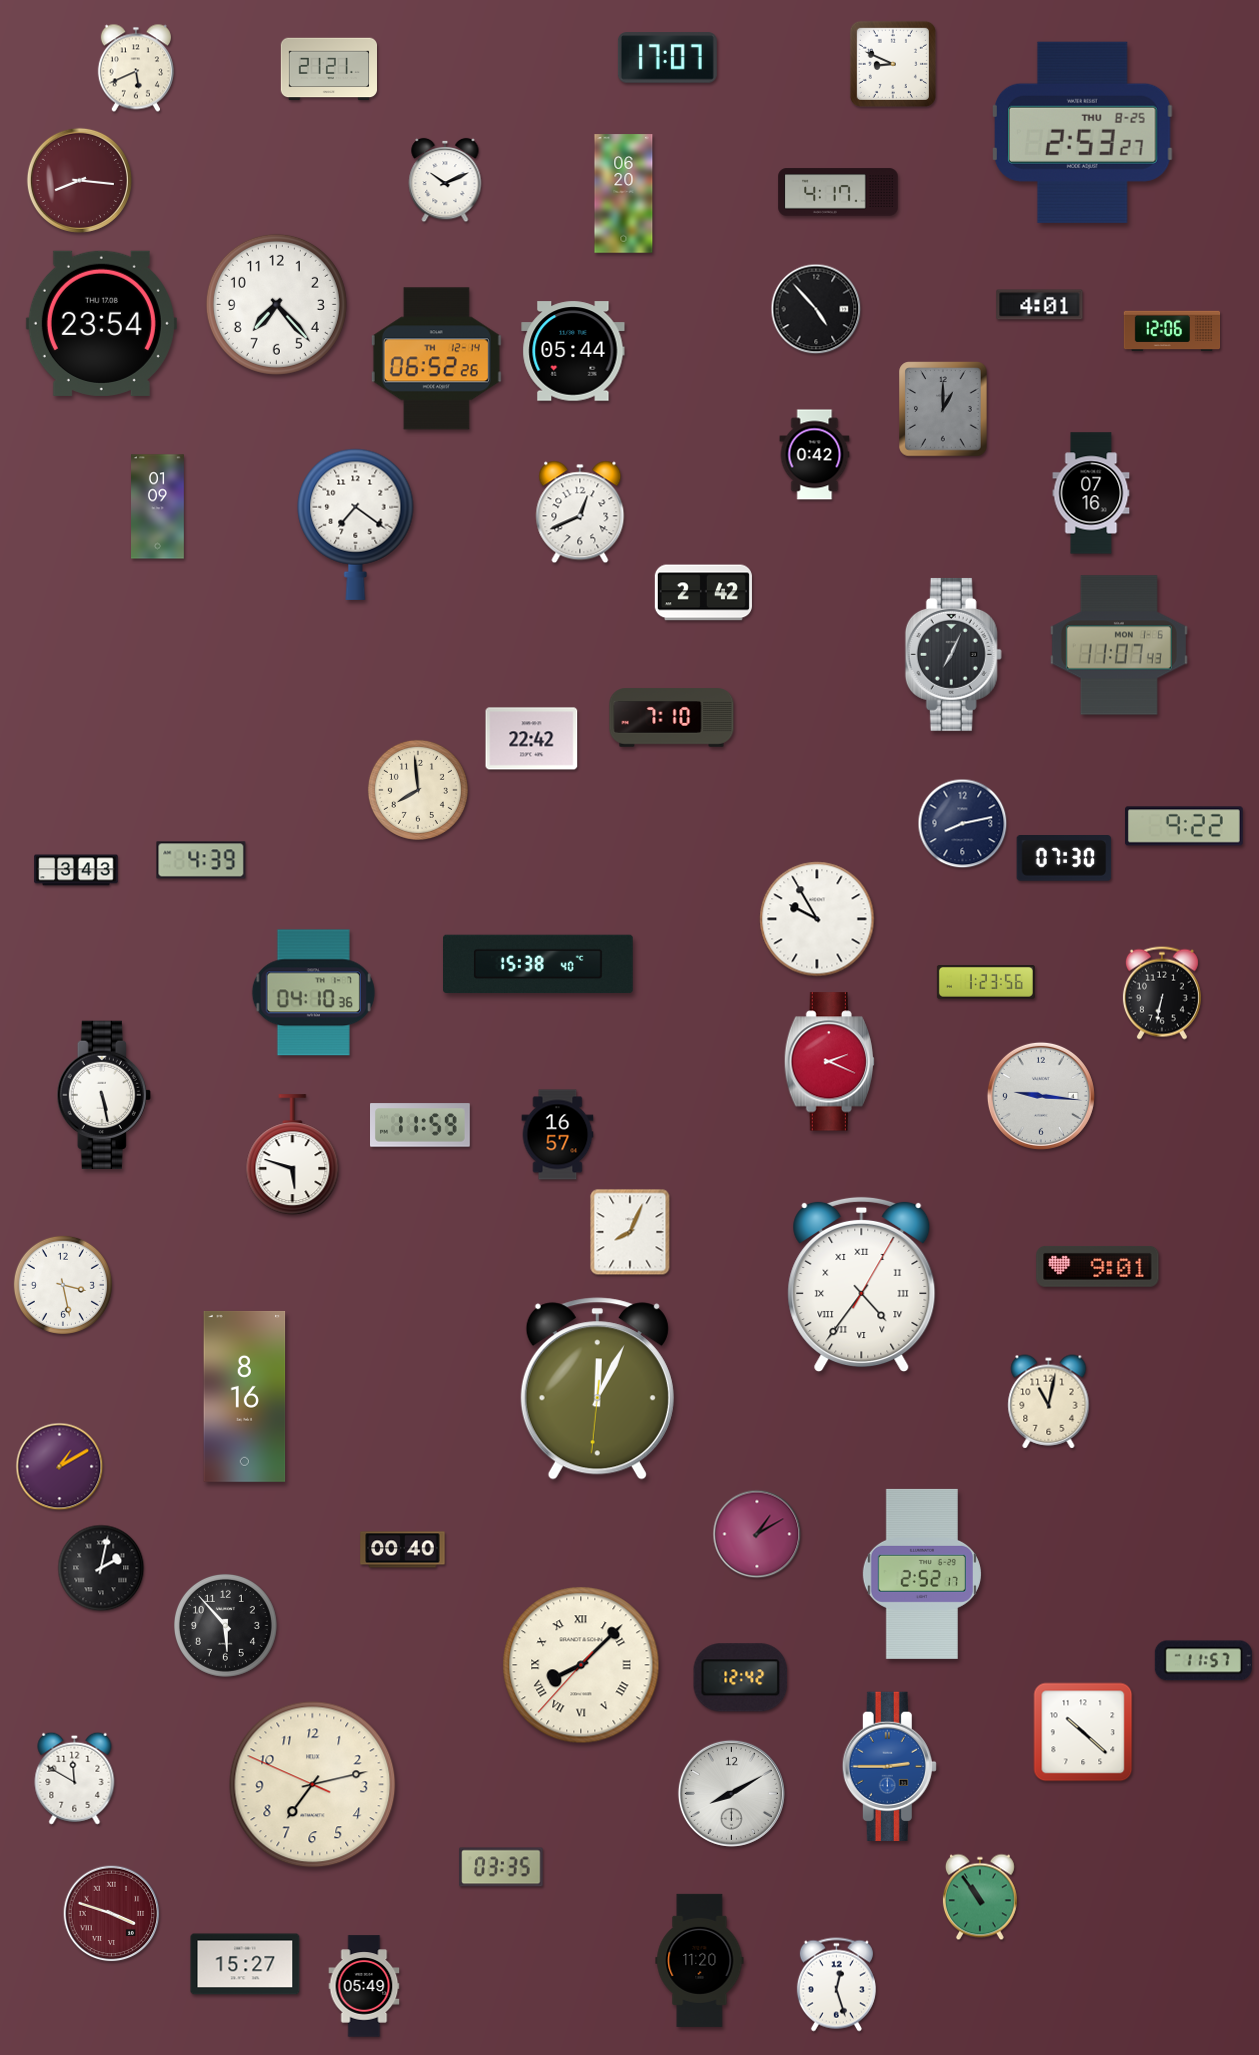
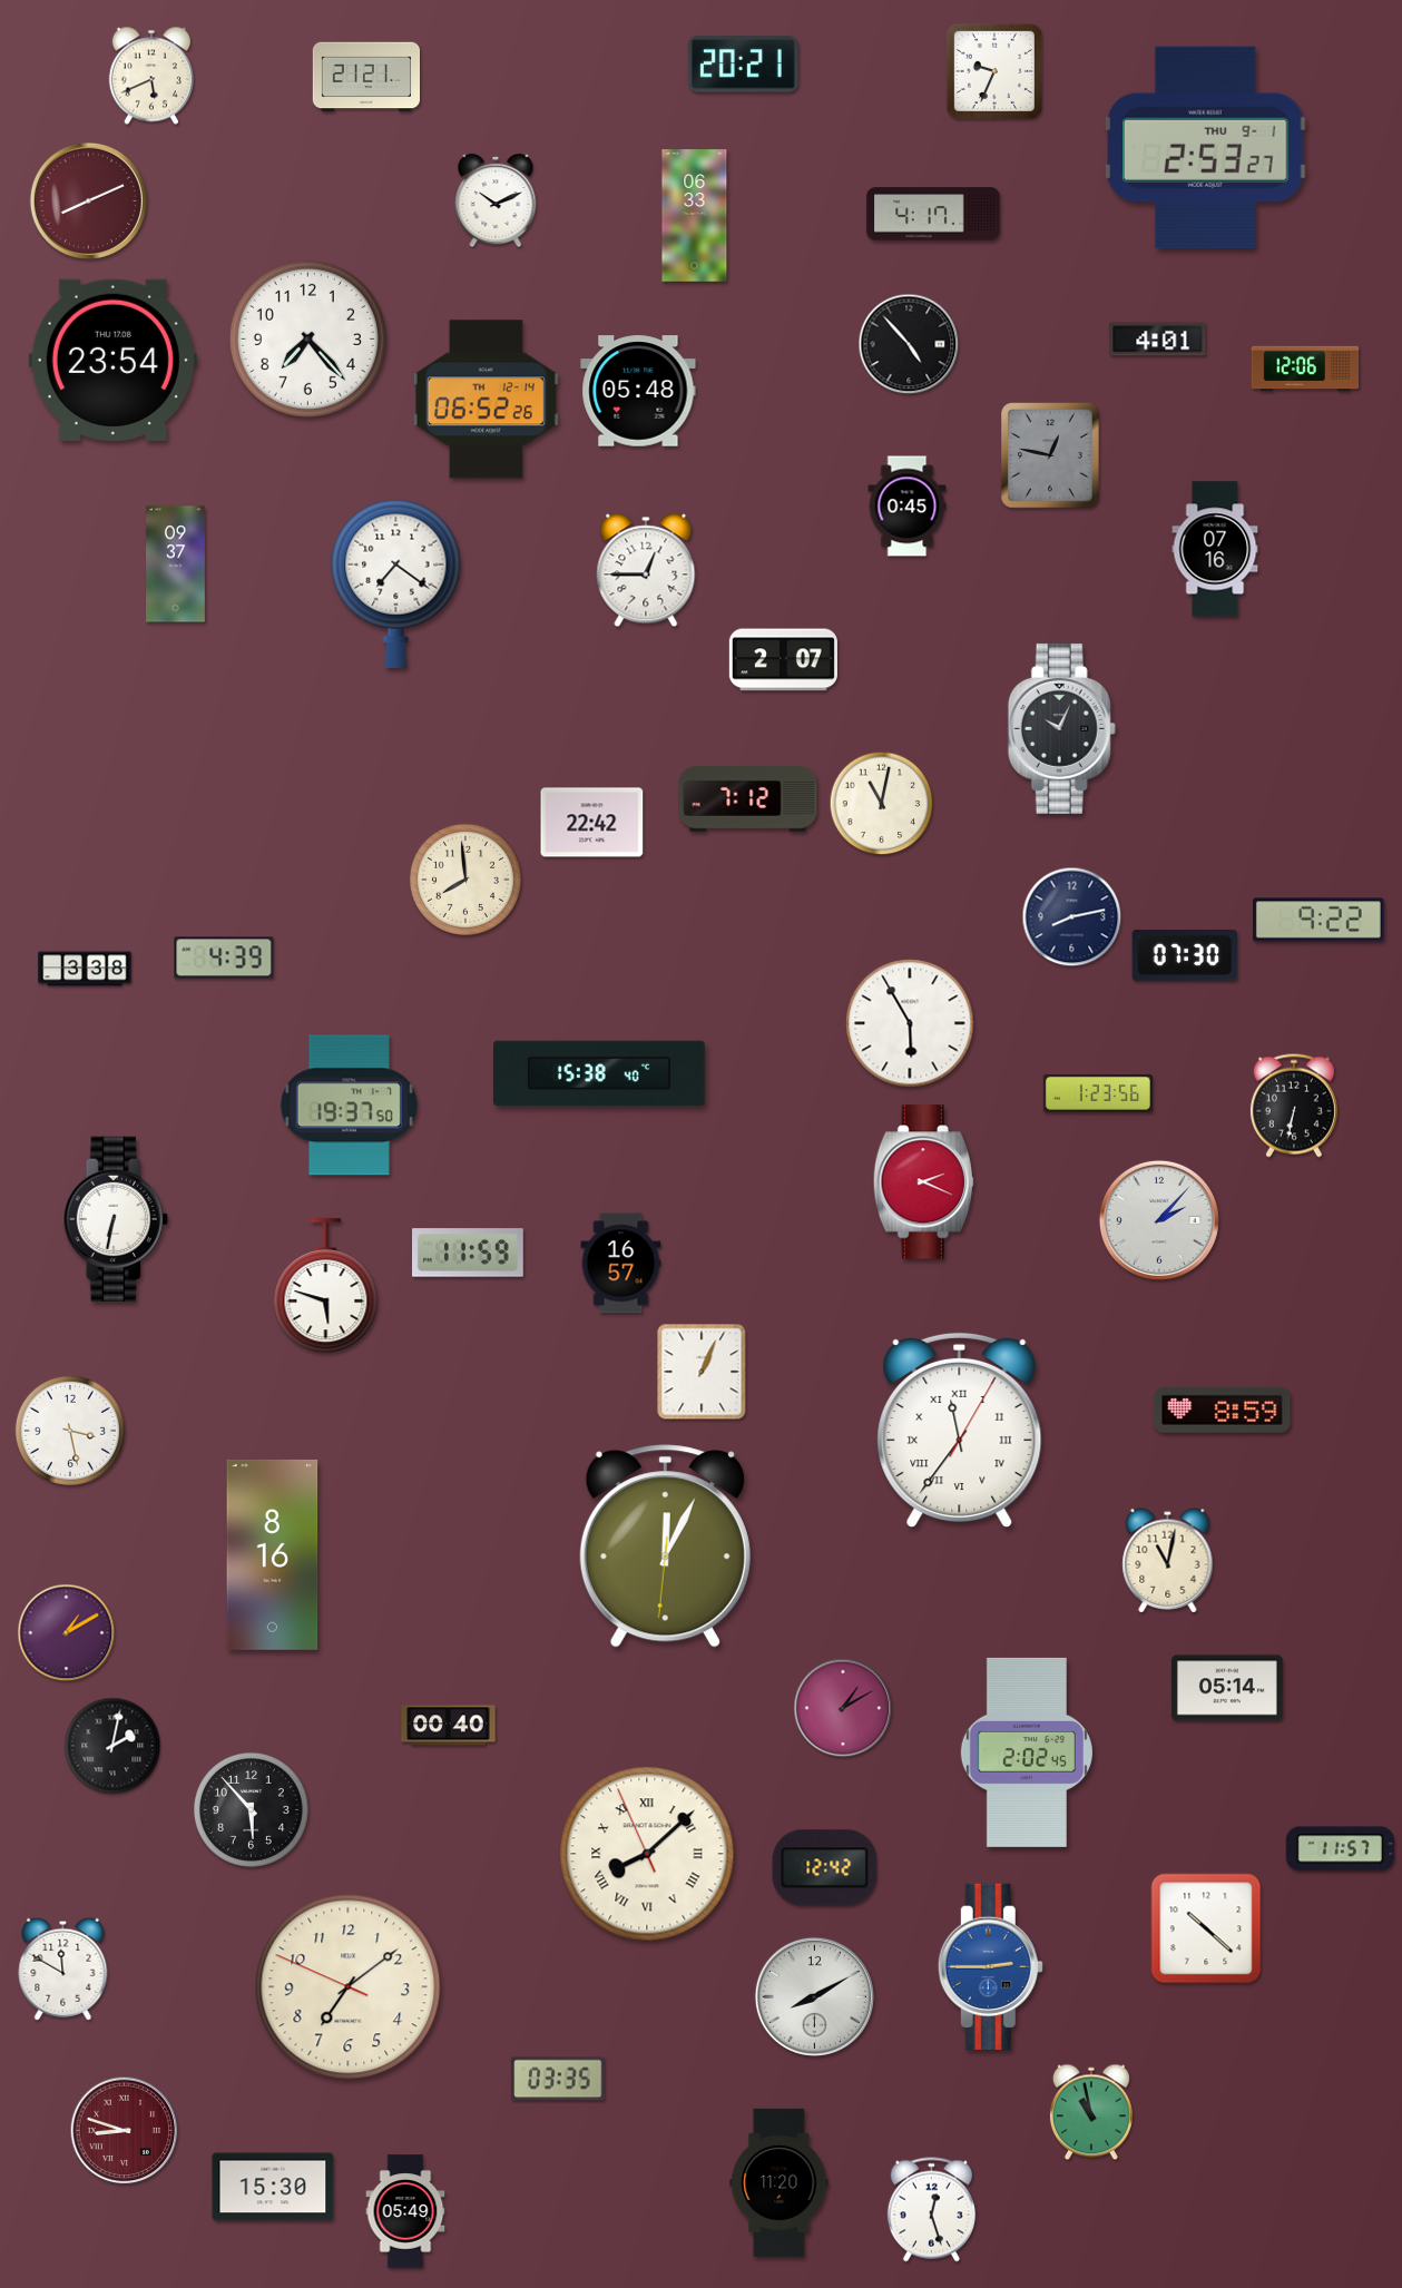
clock at (667, 58): 17:07 -> 20:21
clock at (893, 64): 8:49 -> 9:34
clock at (1083, 132) date: THU 8-25 -> THU 9-1
clock at (79, 180): 8:16 -> 8:11
clock at (624, 194): 06:20 -> 06:33
clock at (573, 351): 05:44 -> 05:48
clock at (943, 409): 1:00 -> 12:47
clock at (815, 455): 0:42 -> 0:45
clock at (158, 507): 01:09 -> 09:37
clock at (580, 512): 12:41 -> 12:45
clock at (703, 593): 2:42 -> 2:07
clock at (1119, 645): 11:07 -> none
clock at (953, 654): 7:04 -> 10:04
clock at (672, 718): 7:10 -> 7:12
clock at (882, 804): none -> 11:02
clock at (76, 870): 3:43 -> 3:38
clock at (817, 919): 9:55 -> 5:55
clock at (313, 993): 04:10 -> 19:37
clock at (104, 1095): 5:28 -> 6:32
clock at (1041, 1096): 9:16 -> 2:07
clock at (630, 1232): 8:04 -> 1:04
clock at (1098, 1266): 9:01 -> 8:59
clock at (862, 1284): 4:36 -> 11:36
clock at (1228, 1688): none -> 05:14
clock at (922, 1574): 2:52 -> 2:02
clock at (581, 1665): 8:07:37 -> 8:07:56
clock at (75, 1778) position: (75, 1778) -> (63, 1968)
clock at (313, 1785): 7:12 -> 7:08
clock at (980, 1897): 10:54 -> 10:58
clock at (112, 1914): 3:48 -> 8:48
clock at (245, 1964): 15:27 -> 15:30
